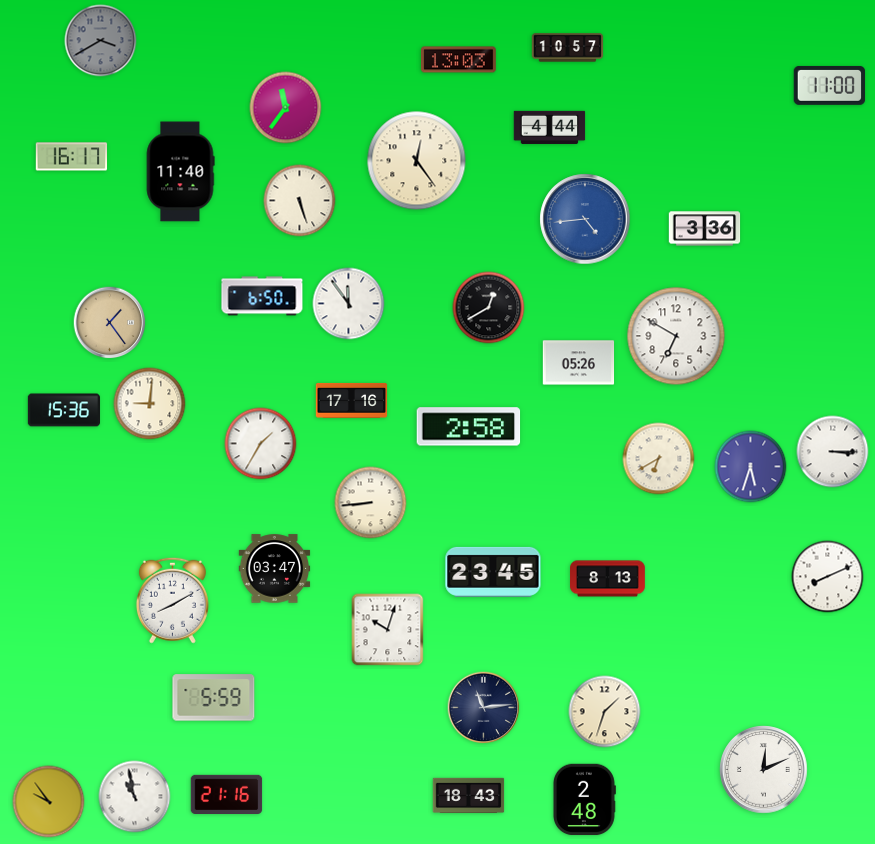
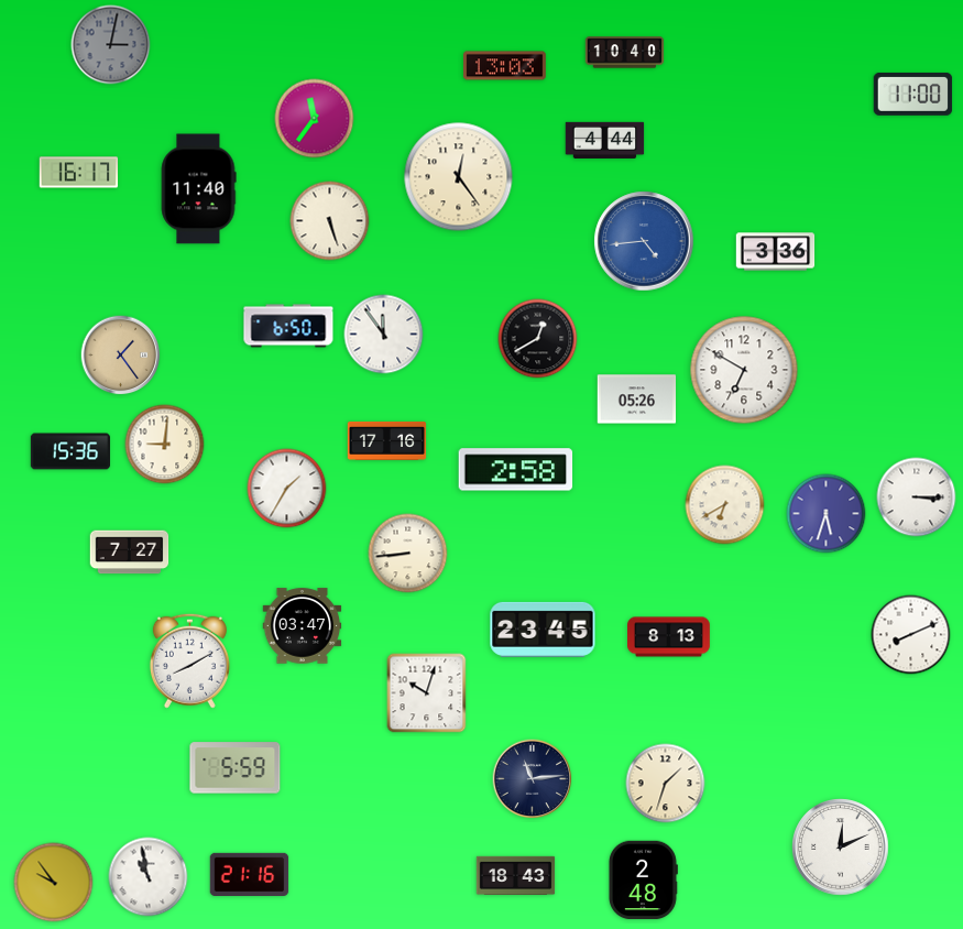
clock at (101, 41): 3:40 -> 3:02
clock at (568, 48): 10:57 -> 10:40
clock at (130, 553): none -> 7:27
